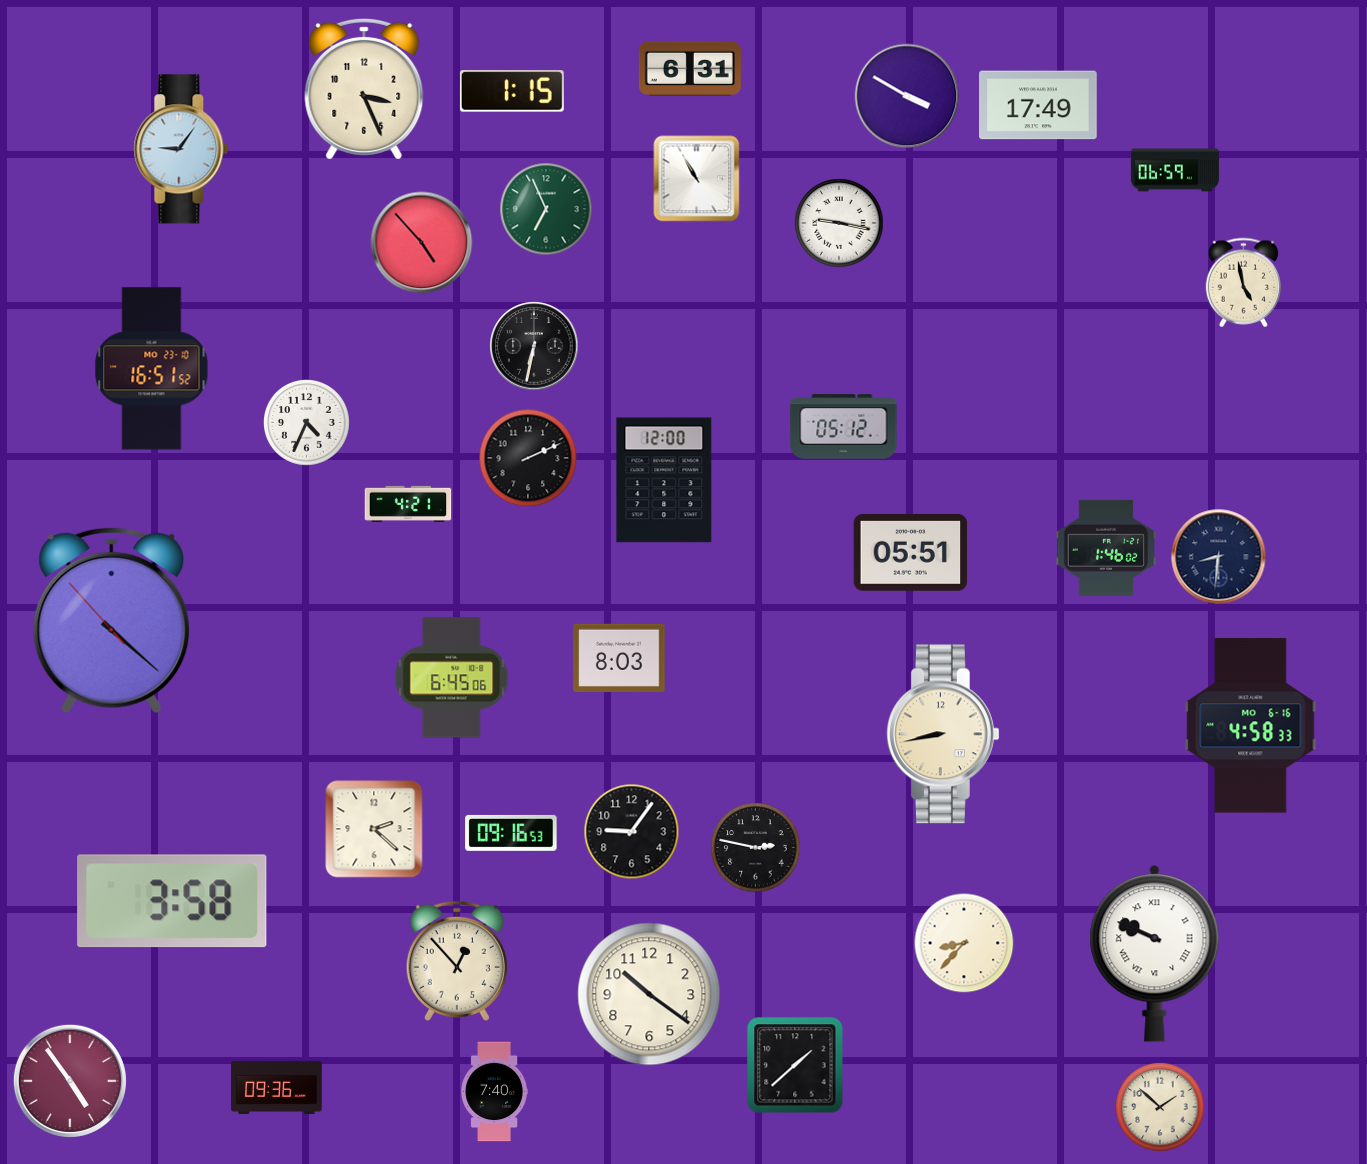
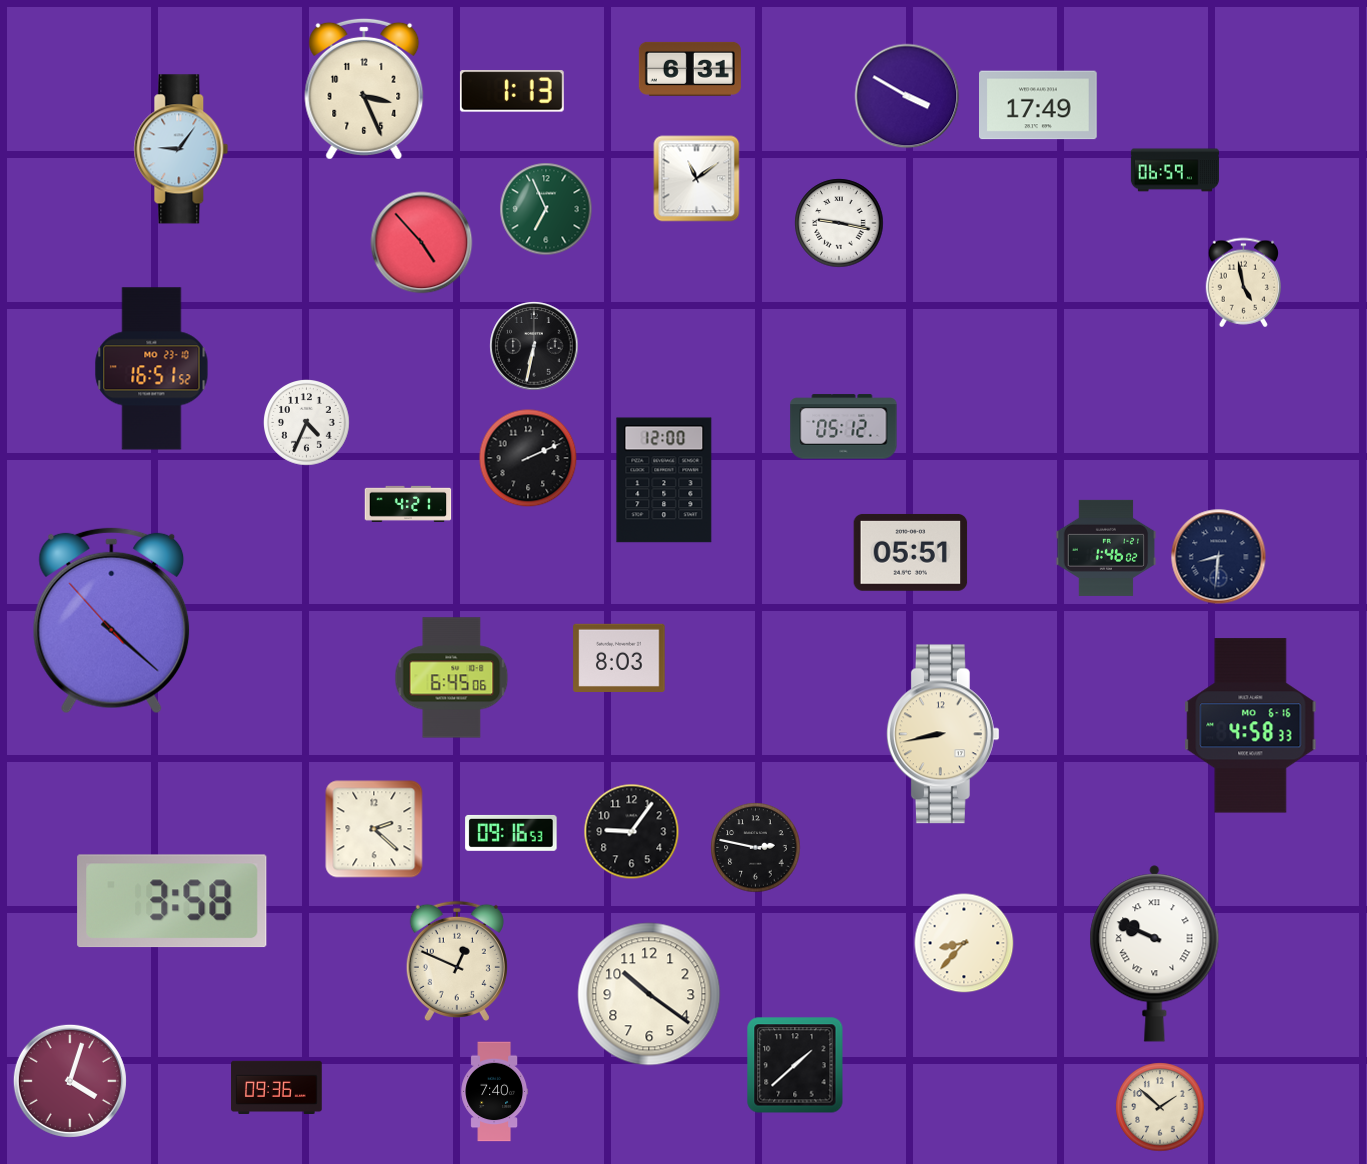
clock at (512, 91): 1:15 -> 1:13
clock at (697, 179): 10:55 -> 11:09
clock at (457, 961): 12:53 -> 12:49
clock at (70, 1081): 4:54 -> 4:03
